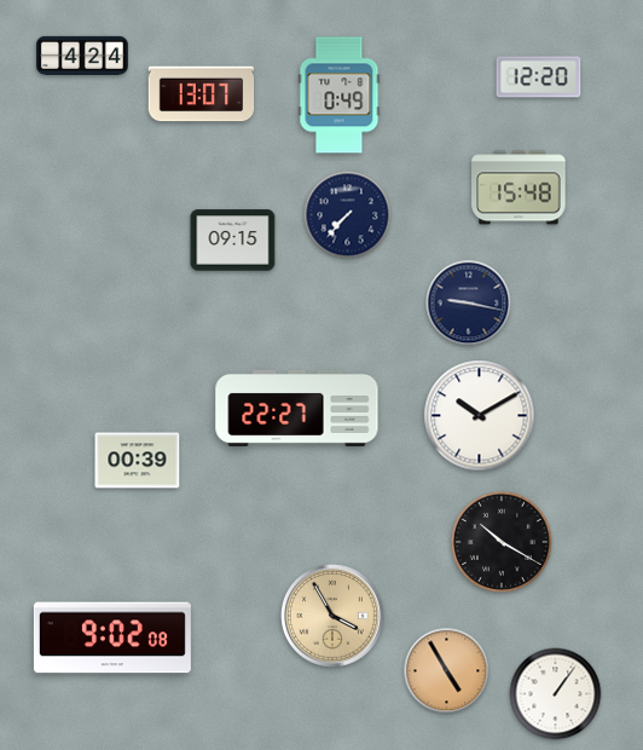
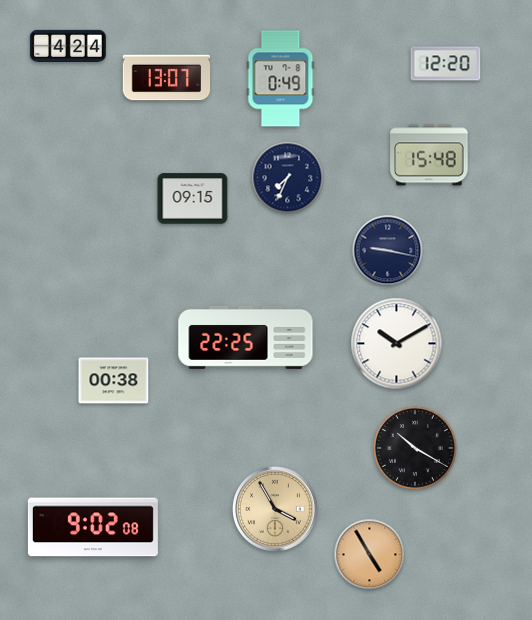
clock at (348, 215): 7:37 -> 7:34
clock at (297, 408): 22:27 -> 22:25
clock at (138, 461): 00:39 -> 00:38
clock at (556, 694): 1:06 -> none
